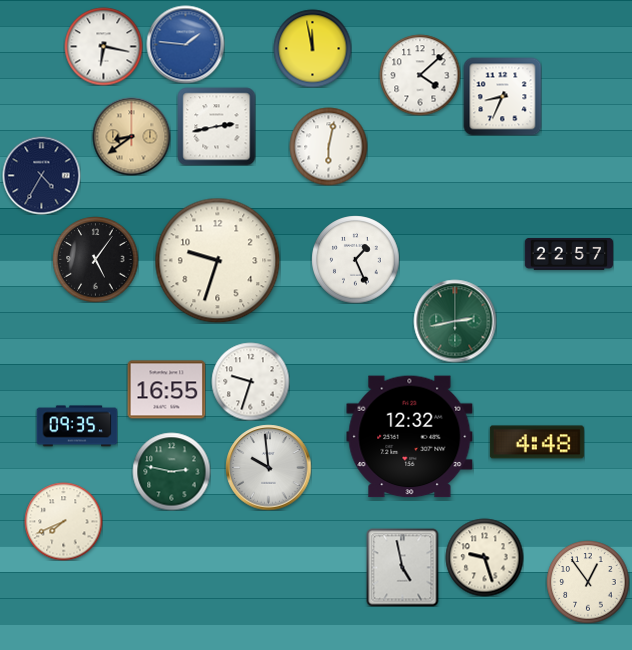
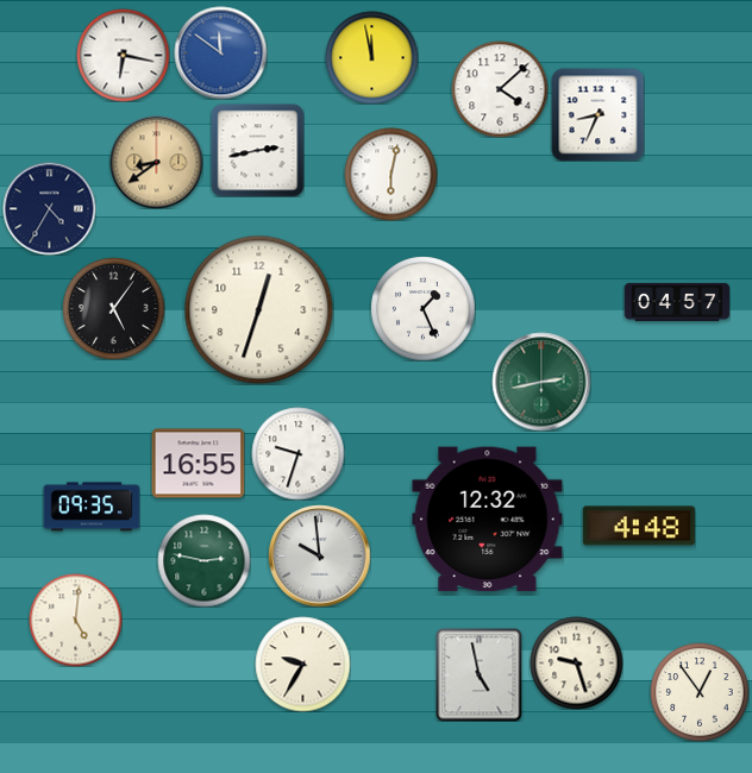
clock at (185, 44): 1:46 -> 11:51
clock at (569, 254): 22:57 -> 04:57
clock at (217, 260): 9:33 -> 12:33
clock at (63, 521): 7:41 -> 5:01
clock at (302, 664): none -> 9:35
